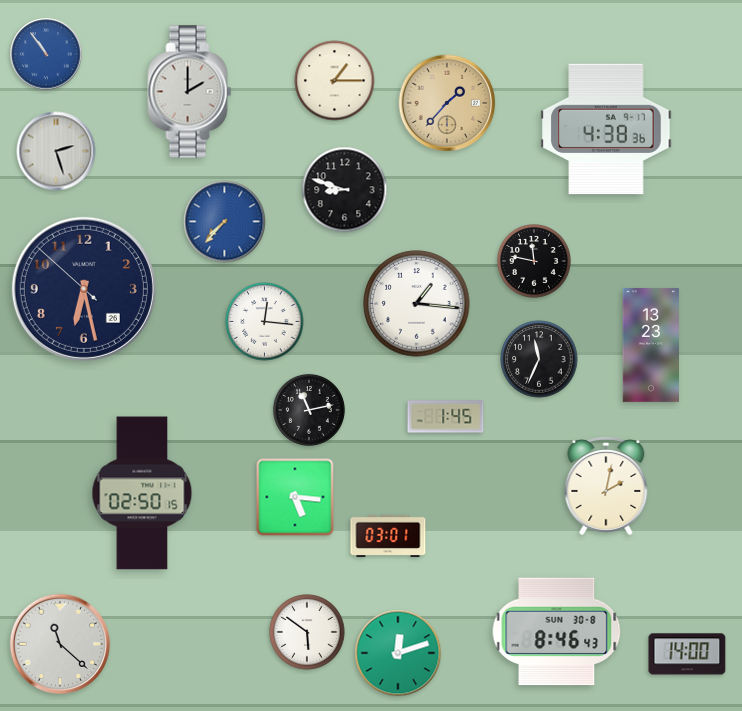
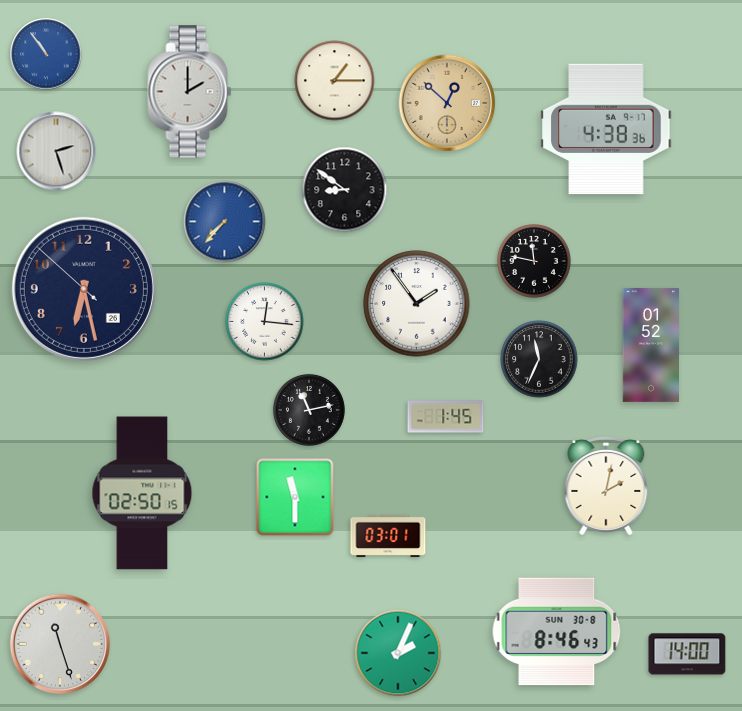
clock at (447, 103): 1:37 -> 12:52
clock at (345, 190): 8:48 -> 8:51
clock at (417, 304): 1:16 -> 1:54
clock at (650, 345): 13:23 -> 01:52
clock at (295, 497): 5:16 -> 11:30
clock at (307, 632): 5:51 -> none
clock at (59, 643): 11:22 -> 11:27
clock at (398, 653): 12:12 -> 2:04
